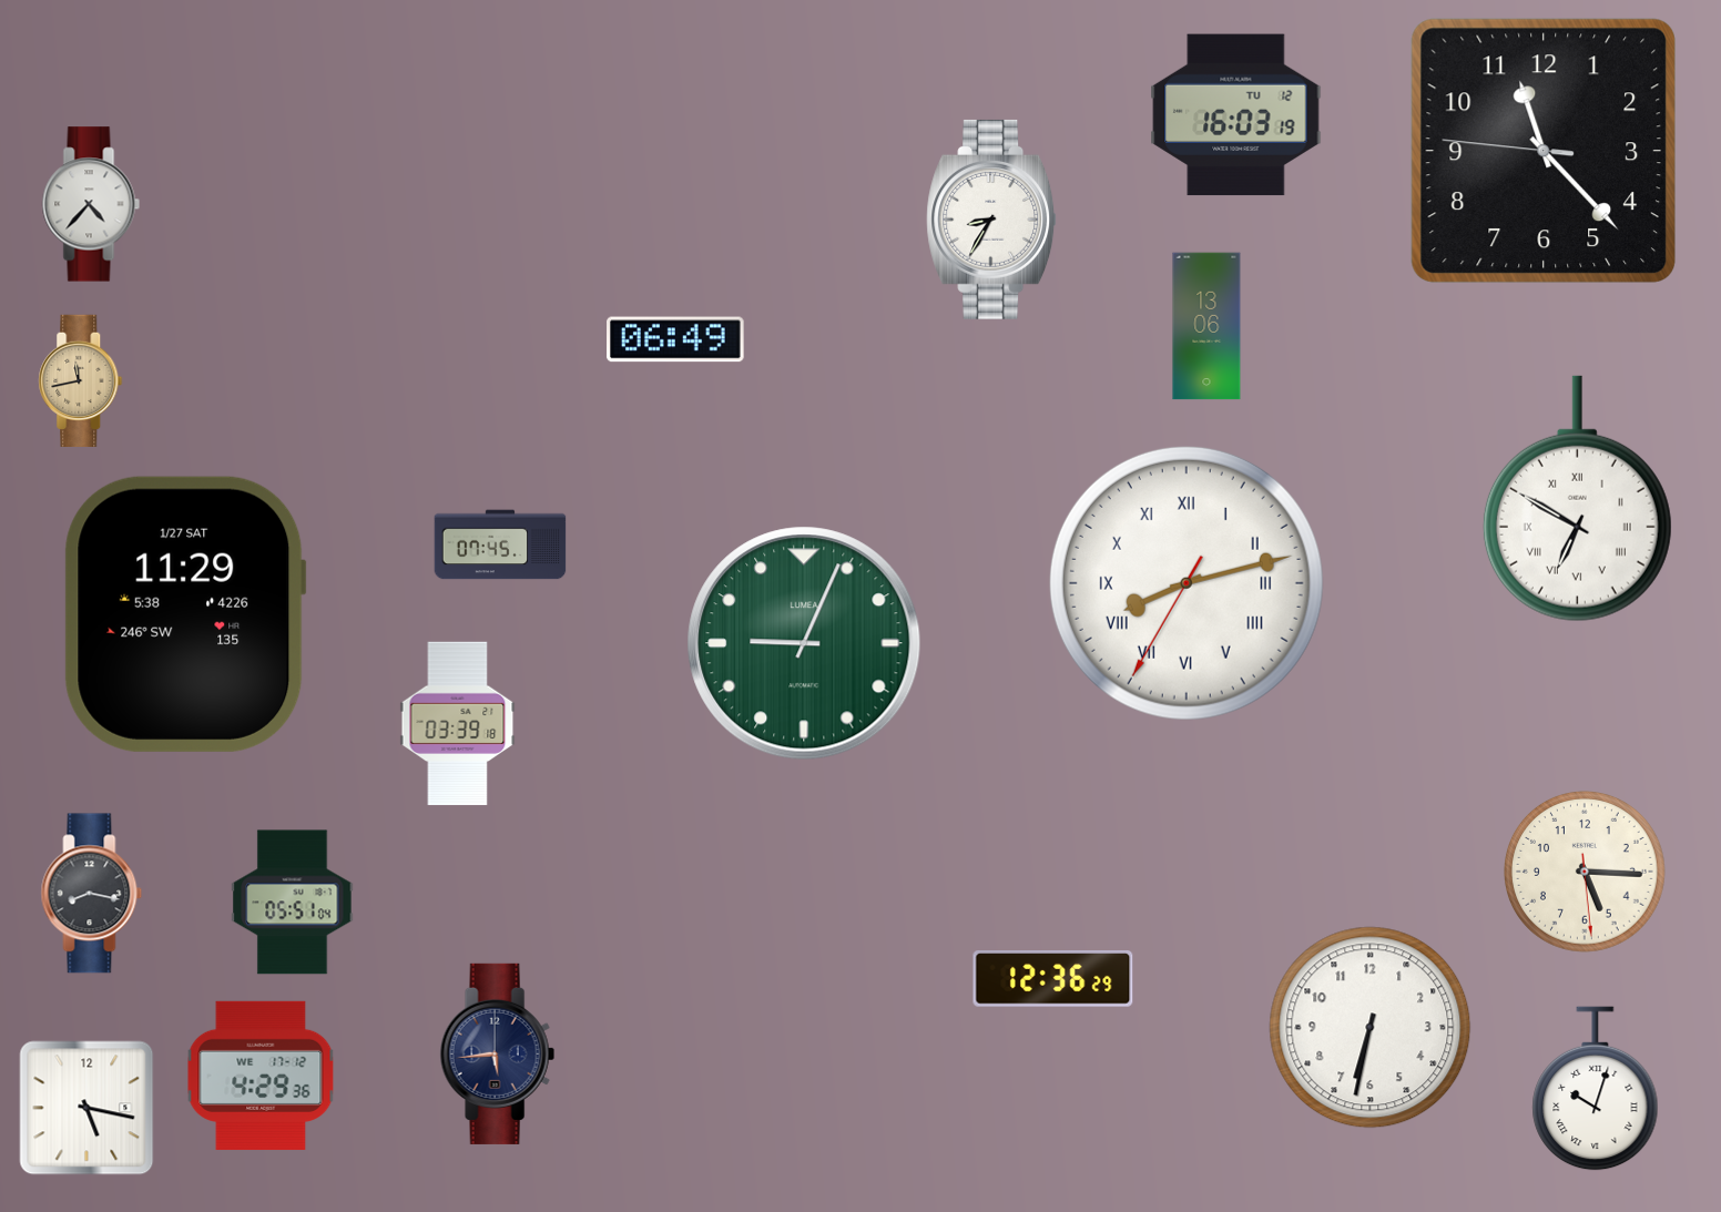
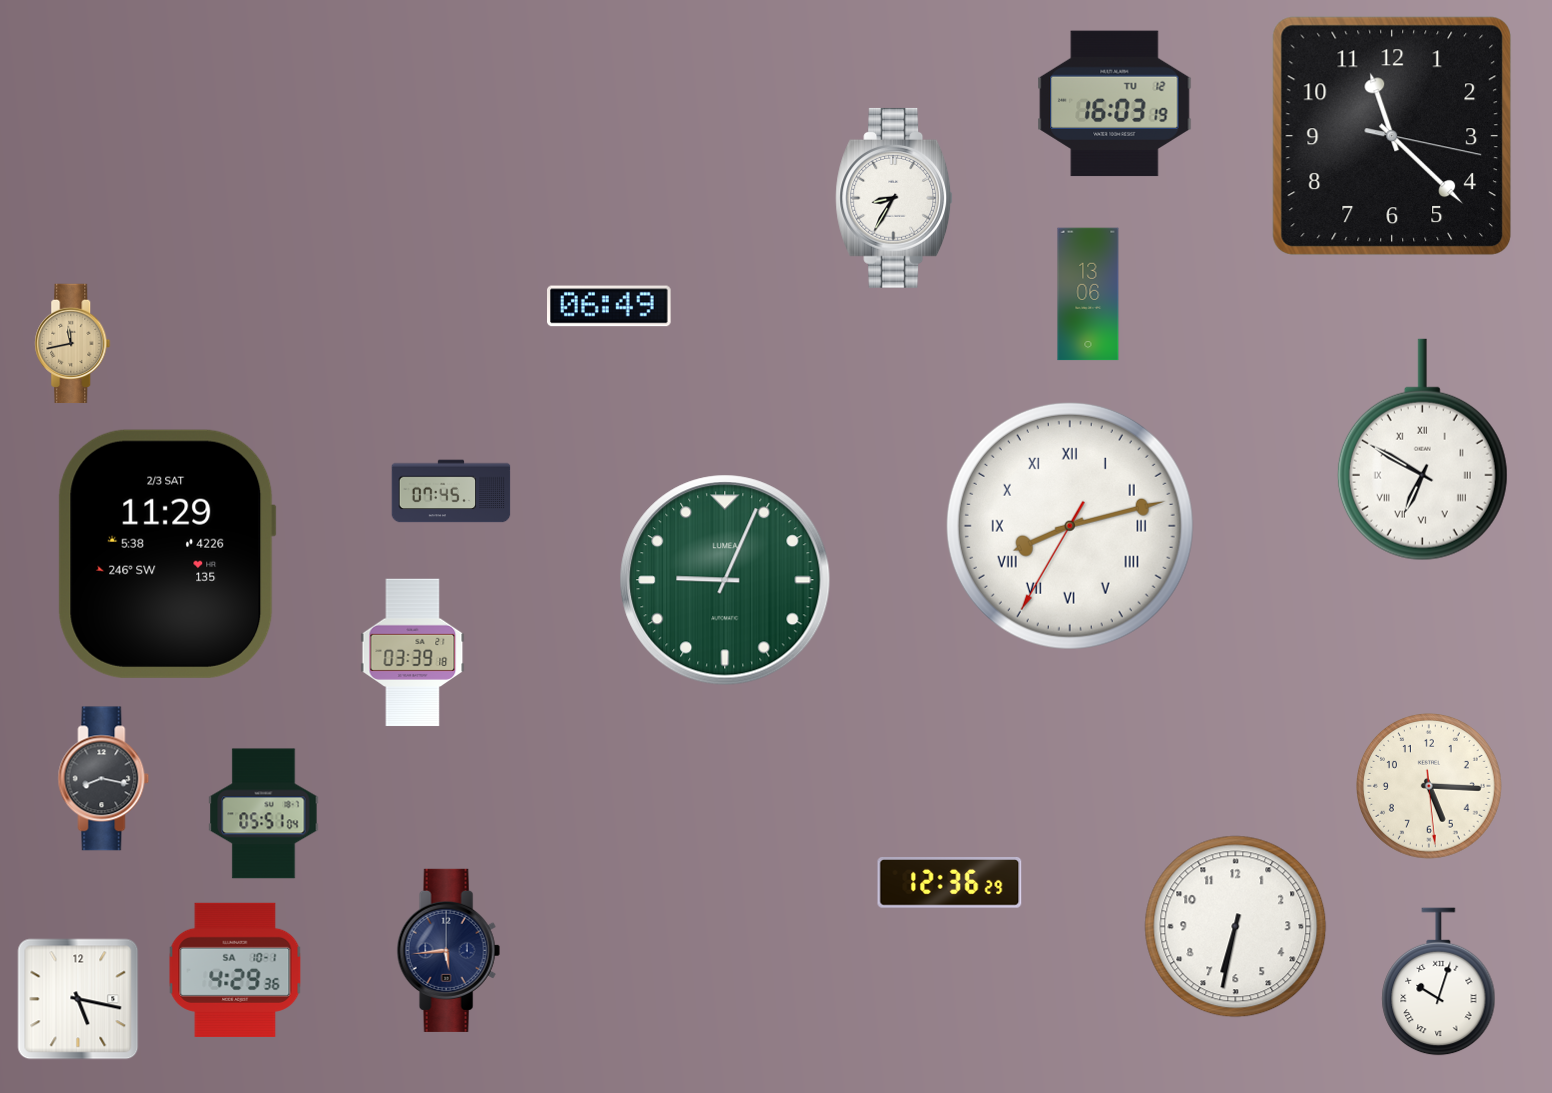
clock at (1542, 150): 11:22:46 -> 11:22:17
clock at (91, 204): 4:37 -> none
clock at (185, 614) date: 1/27 SAT -> 2/3 SAT
clock at (92, 894) position: (92, 894) -> (104, 779)
clock at (261, 1076) date: WE 17-12 -> SA 10-1
